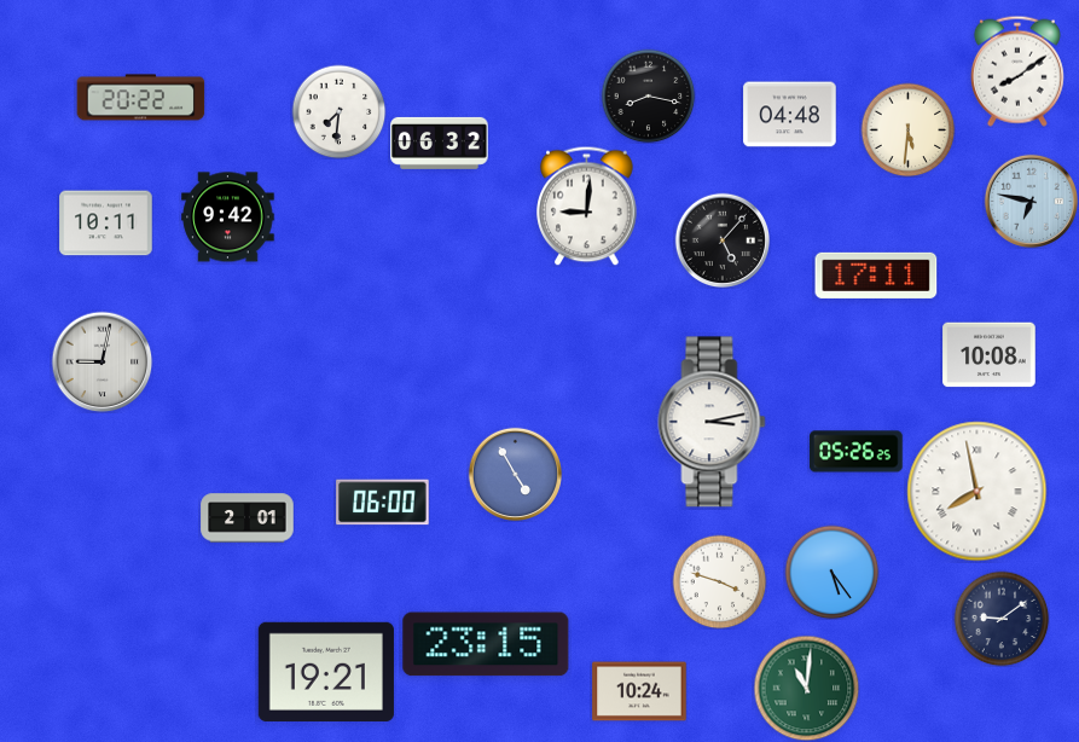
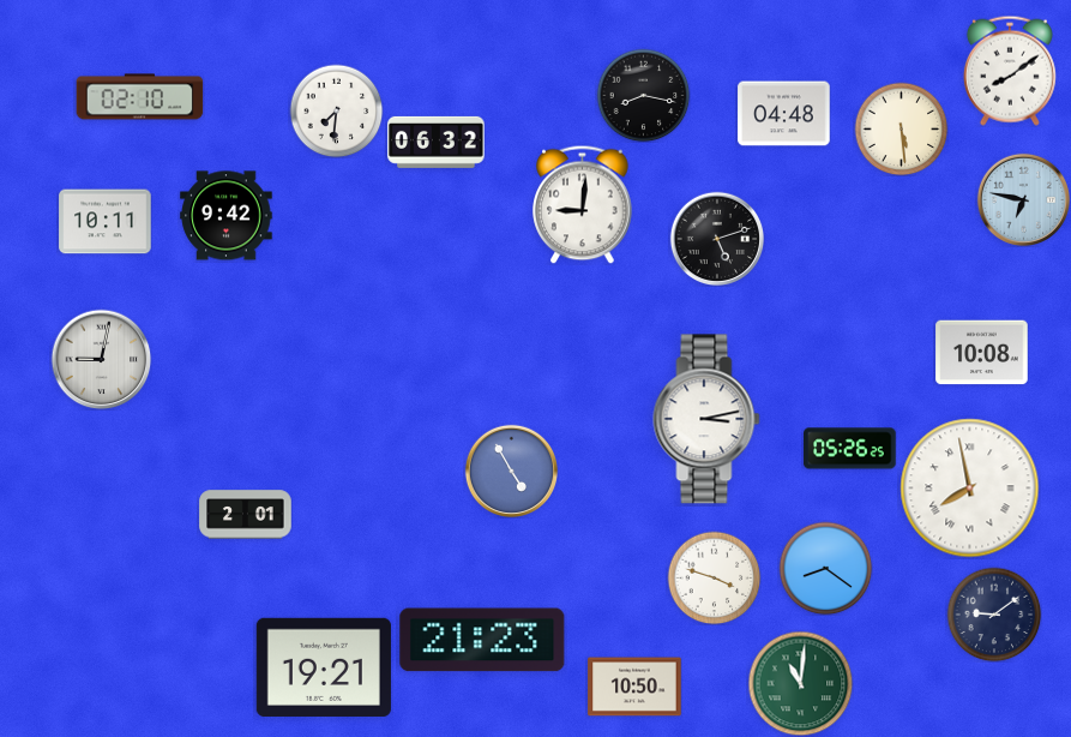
clock at (141, 98): 20:22 -> 02:10
clock at (907, 129): 5:31 -> 5:29
clock at (723, 240): 5:07 -> 5:12
clock at (876, 276): 17:11 -> none
clock at (383, 503): 06:00 -> none
clock at (831, 572): 5:24 -> 8:21
clock at (486, 644): 23:15 -> 21:23
clock at (639, 691): 10:24 -> 10:50
